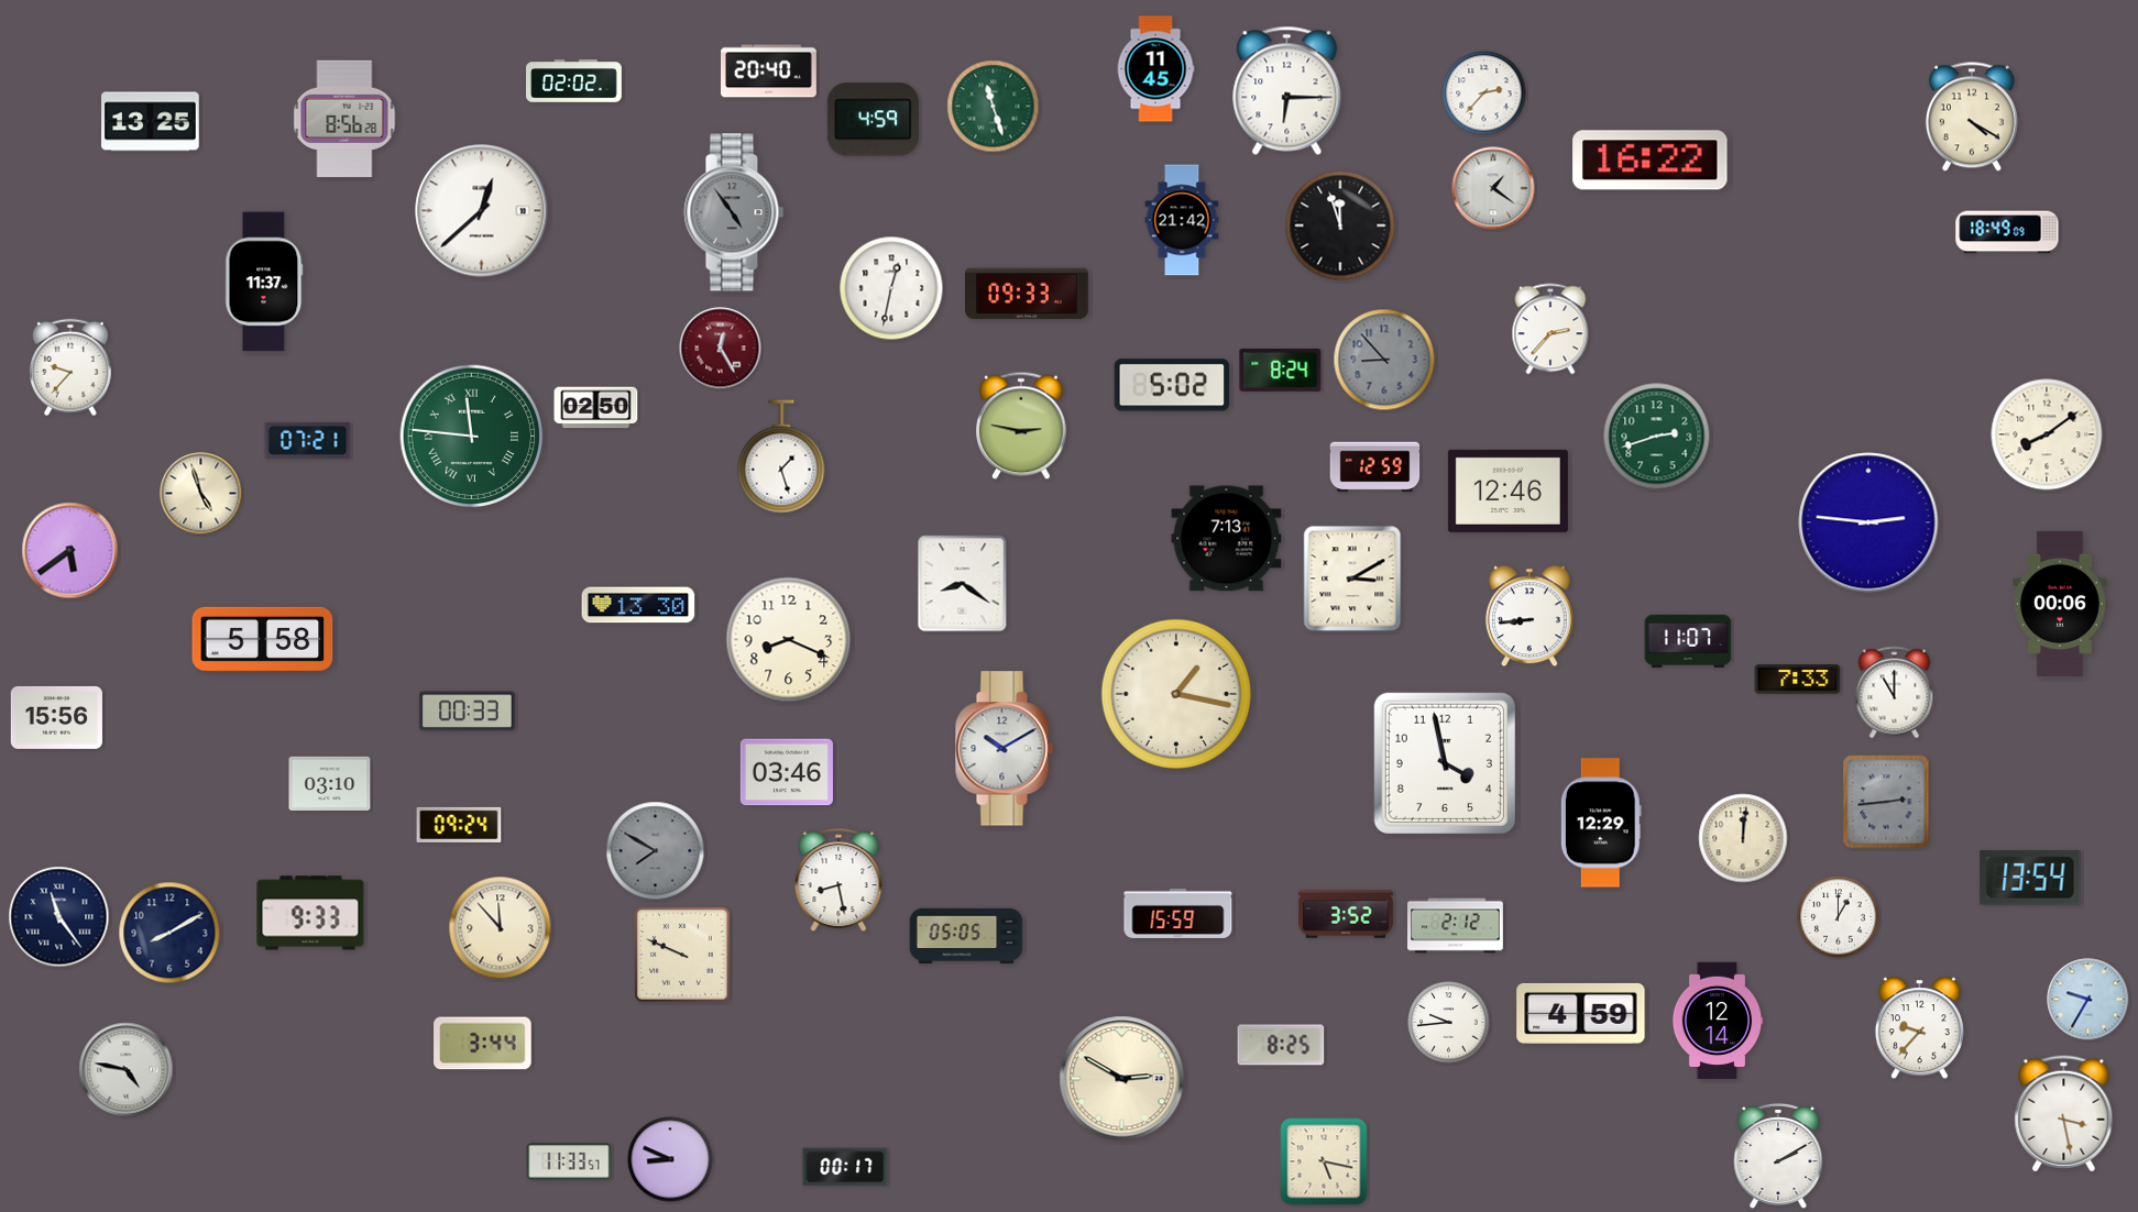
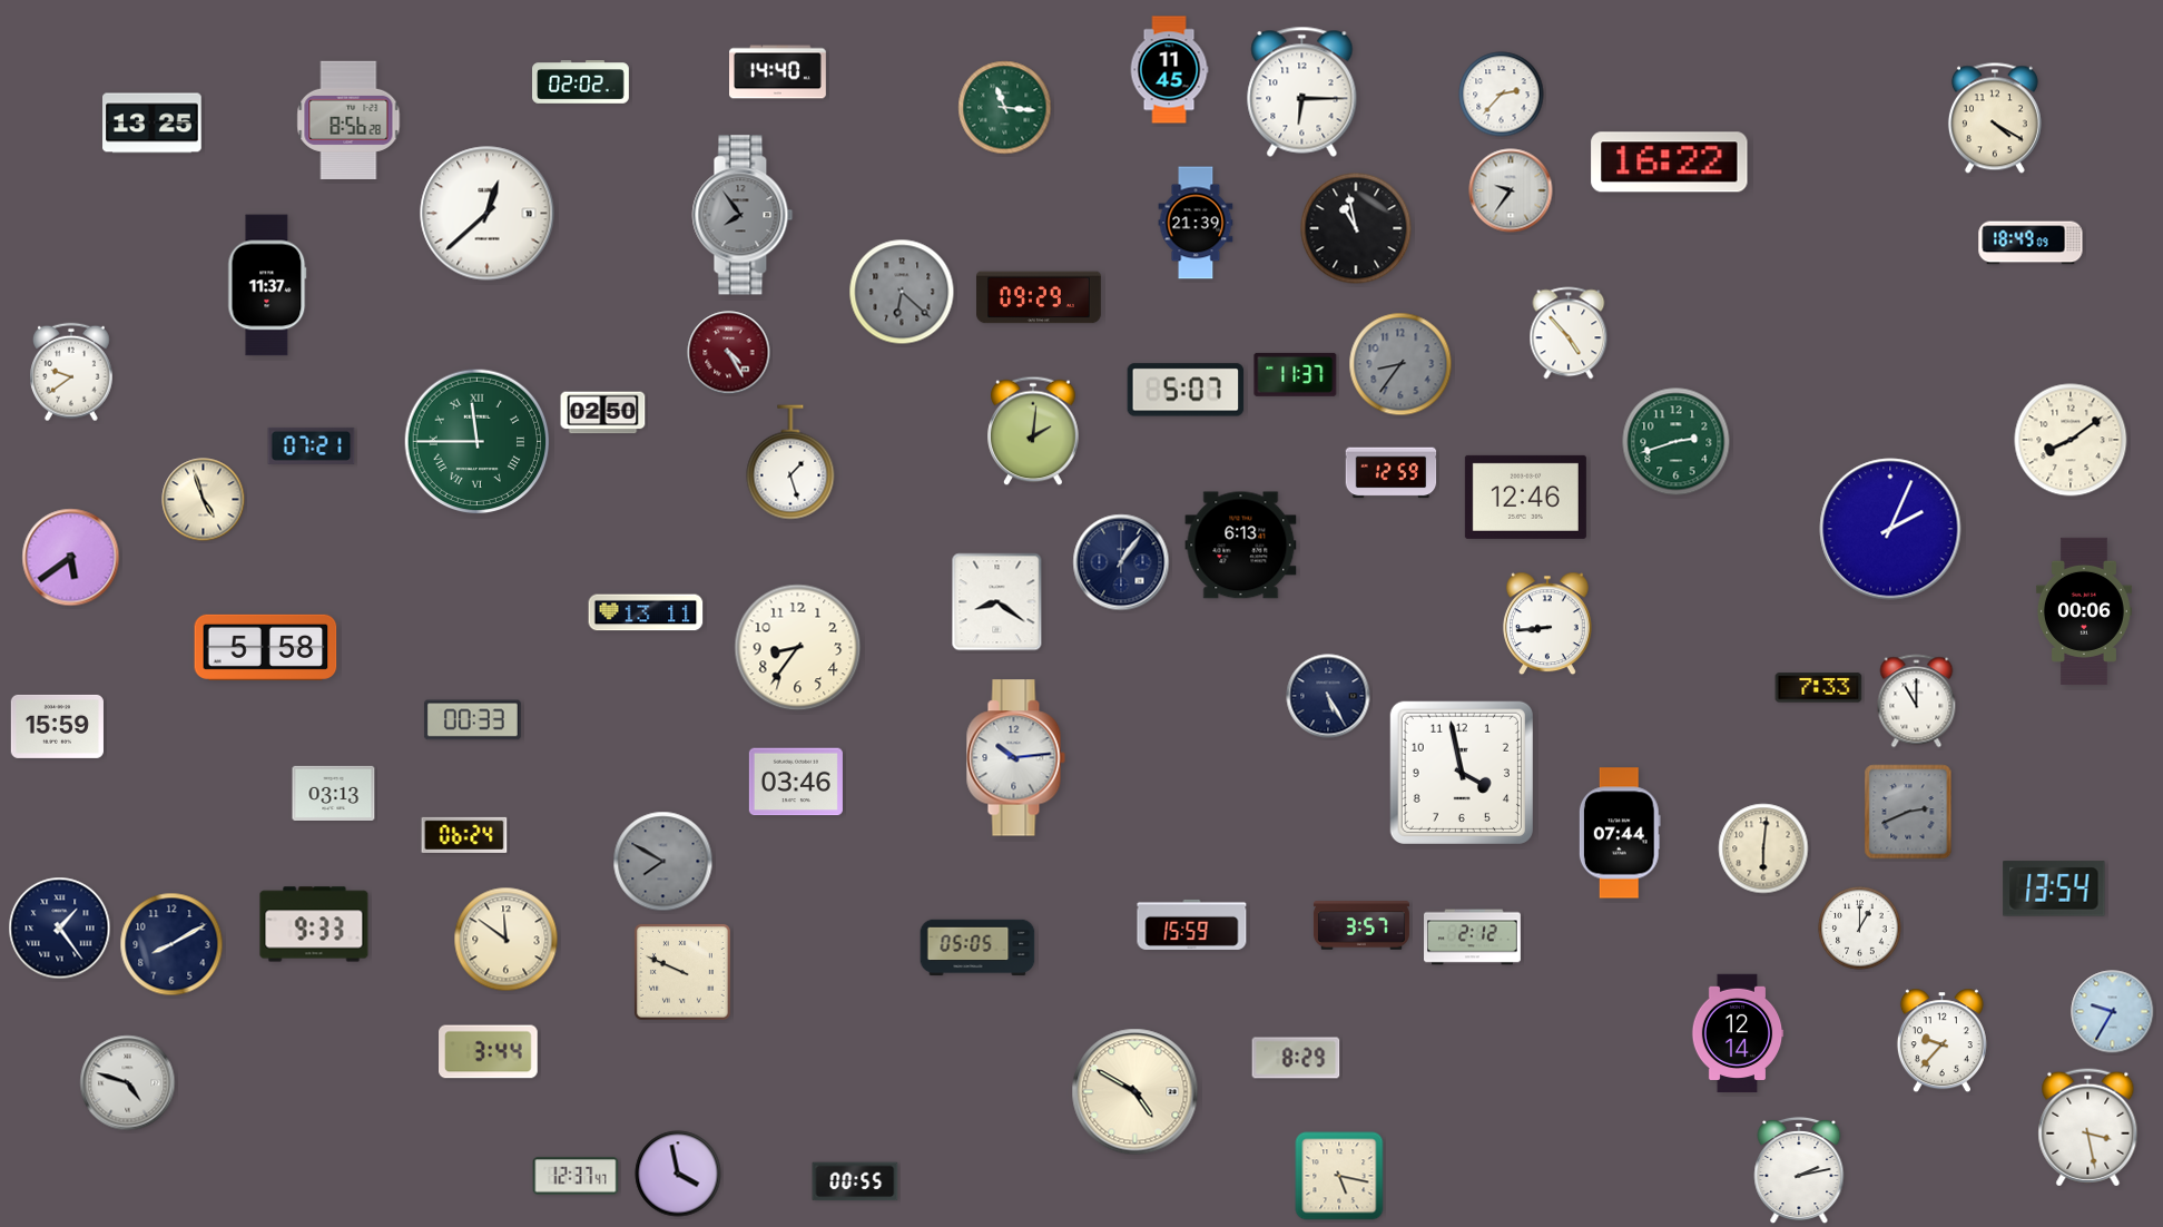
clock at (769, 71): 20:40 -> 14:40
clock at (994, 107): 11:27 -> 11:16
clock at (873, 120): 4:59 -> none
clock at (1493, 188): 1:21 -> 9:36
clock at (734, 212): 4:54 -> 7:54
clock at (1182, 220): 21:42 -> 21:39
clock at (1340, 225): 11:57 -> 10:58
clock at (2007, 232) position: (2007, 232) -> (2031, 243)
clock at (891, 288): 12:32 -> 6:22
clock at (891, 288) dial: white -> grey
clock at (1028, 294): 09:33 -> 09:29
clock at (1550, 329): 2:37 -> 4:53
clock at (721, 349): 12:25 -> 4:25
clock at (1384, 360): 8:53 -> 8:36
clock at (70, 367): 9:37 -> 9:39
clock at (1281, 370): 8:24 -> 11:37
clock at (1172, 385): 5:02 -> 5:07
clock at (1021, 426): 2:47 -> 2:01
clock at (472, 437): 11:46 -> 11:45
clock at (1868, 522): 2:46 -> 2:04
clock at (1227, 539): 7:13 -> 6:13
clock at (1121, 562): none -> 1:06
clock at (1352, 579): 3:10 -> none
clock at (963, 584) position: (963, 584) -> (997, 602)
clock at (638, 605): 13:30 -> 13:11
clock at (789, 640): 8:19 -> 8:36
clock at (1688, 641): 11:07 -> none
clock at (1328, 696): none -> 5:25
clock at (1176, 694): 1:17 -> none
clock at (56, 717): 15:56 -> 15:59
clock at (1004, 749): 10:10 -> 10:14
clock at (330, 783): 03:10 -> 03:13
clock at (1886, 802): 2:44 -> 2:41
clock at (1601, 823): 12:29 -> 07:44
clock at (459, 825): 09:24 -> 06:24
clock at (1743, 838): 12:01 -> 6:01
clock at (838, 880): 8:28 -> none
clock at (1346, 914): 3:52 -> 3:57
clock at (59, 917): 11:24 -> 1:24
clock at (501, 928): 11:53 -> 11:51
clock at (682, 955) position: (682, 955) -> (682, 972)
clock at (1581, 1013): 4:59 -> none
clock at (1449, 1023): 9:44 -> none
clock at (483, 1044) position: (483, 1044) -> (489, 1052)
clock at (1281, 1045): 8:25 -> 8:29
clock at (127, 1070): 4:47 -> 4:48
clock at (1122, 1079): 2:50 -> 4:50
clock at (1778, 1156): 2:10 -> 2:13
clock at (670, 1159): 8:49 -> 3:58
clock at (569, 1161): 11:33 -> 12:37
clock at (845, 1167): 00:17 -> 00:55
